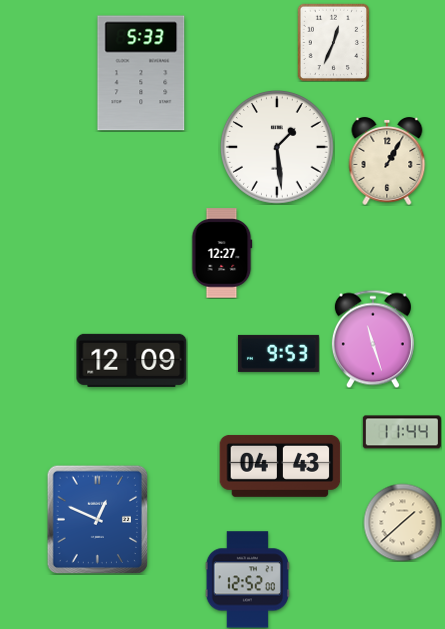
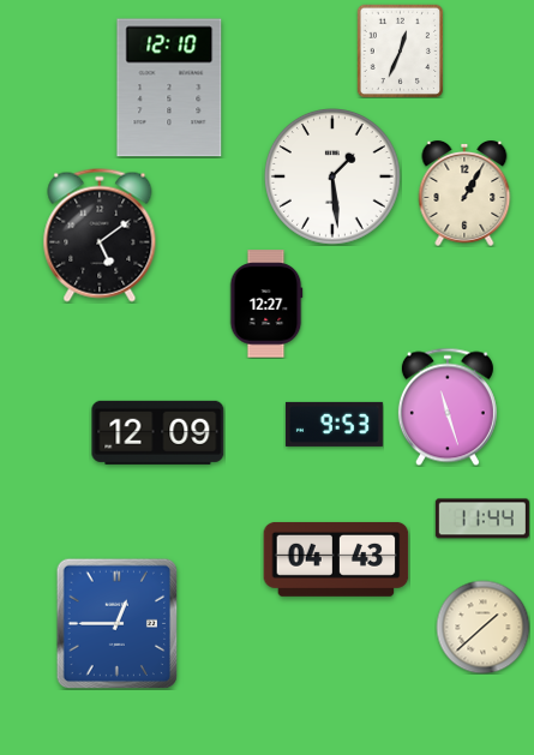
clock at (141, 73): 5:33 -> 12:10
clock at (100, 235): none -> 5:09
clock at (98, 519): 12:49 -> 12:45
clock at (247, 580): 12:52 -> none
